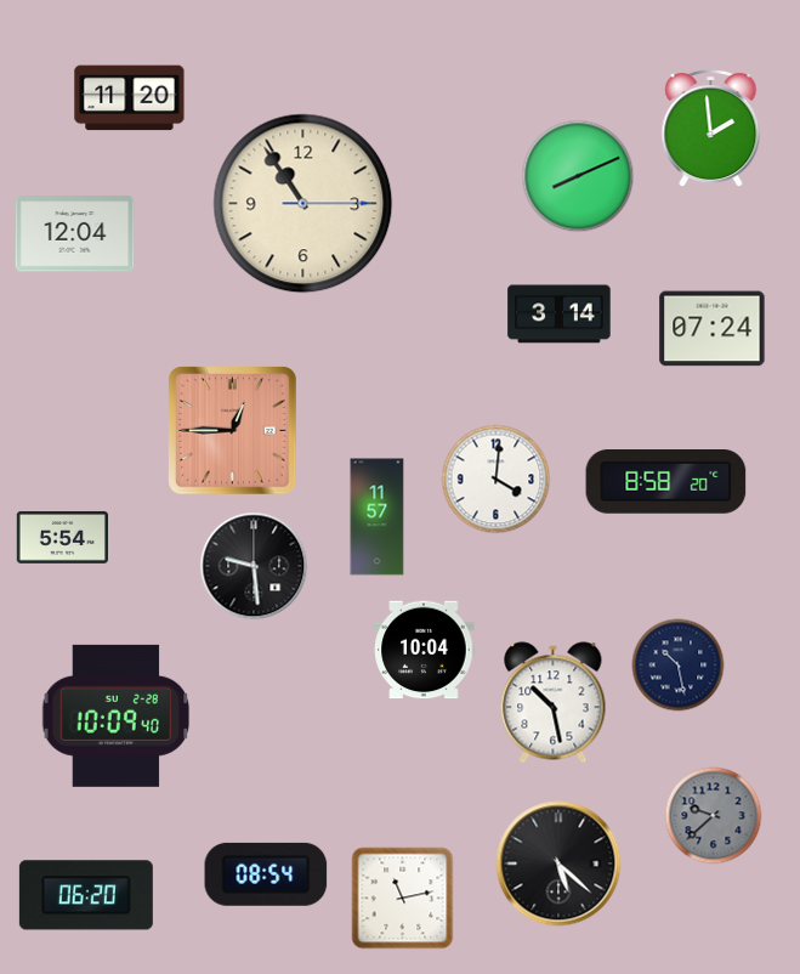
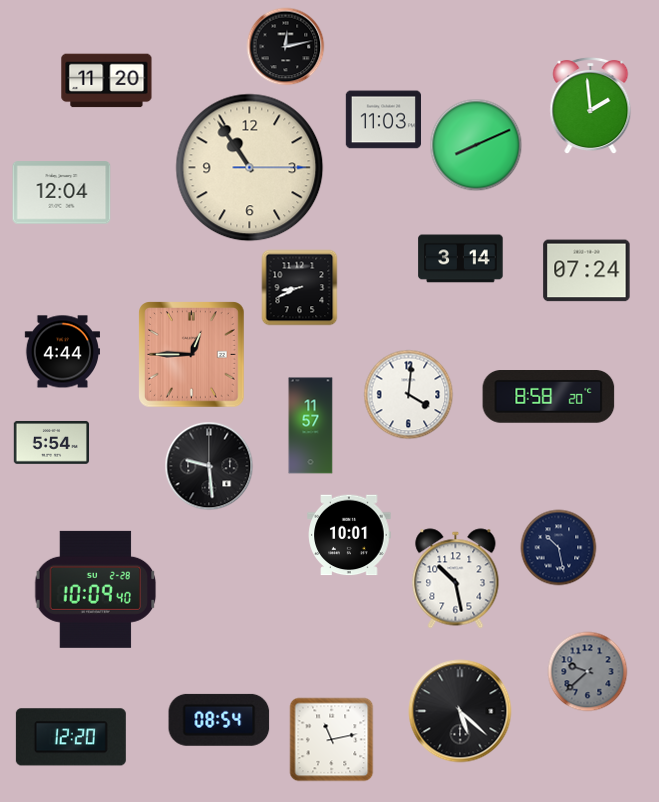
clock at (286, 47): none -> 12:13
clock at (711, 129) position: (711, 129) -> (591, 106)
clock at (383, 120): none -> 11:03
clock at (300, 288): none -> 8:41
clock at (62, 352): none -> 4:44
clock at (424, 650): 10:04 -> 10:01
clock at (86, 895): 06:20 -> 12:20
